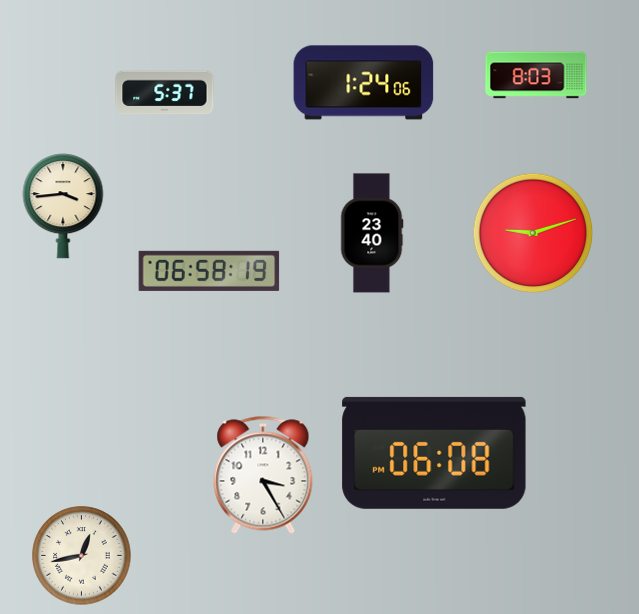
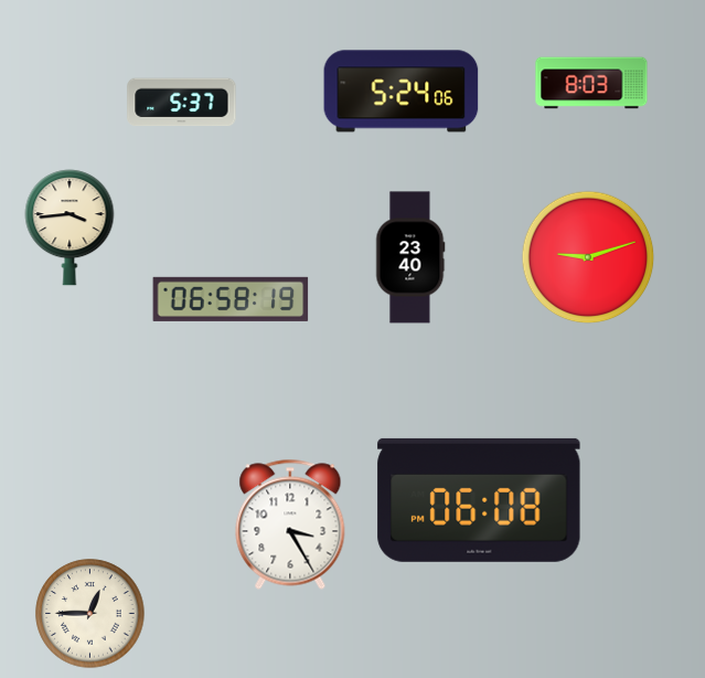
clock at (364, 83): 1:24 -> 5:24
clock at (82, 556): 12:43 -> 12:45
